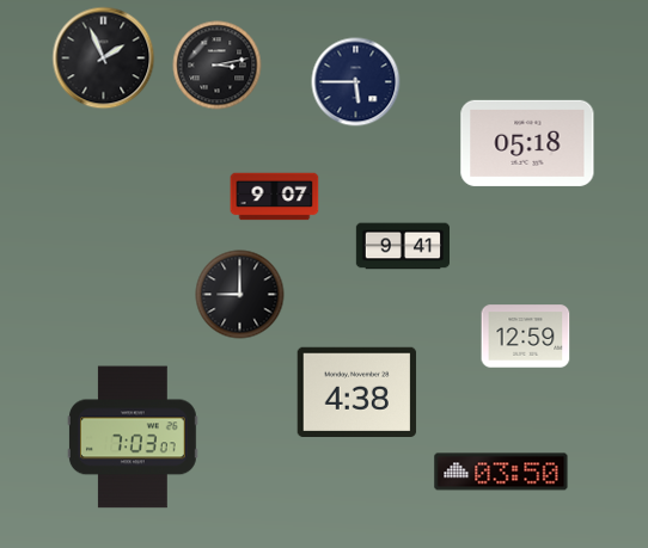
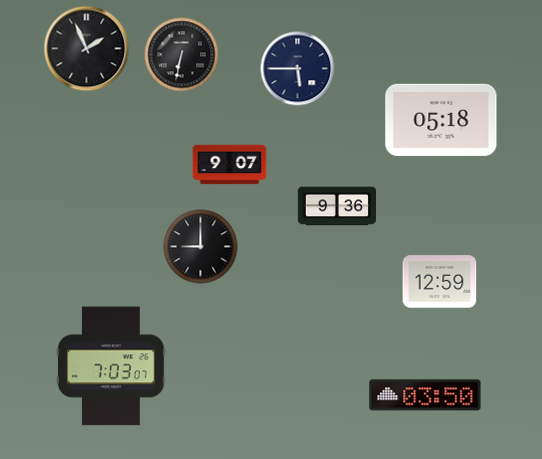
clock at (218, 66): 3:13 -> 6:32
clock at (402, 246): 9:41 -> 9:36
clock at (357, 392): 4:38 -> none
clock at (501, 472) position: (501, 472) -> (425, 395)
